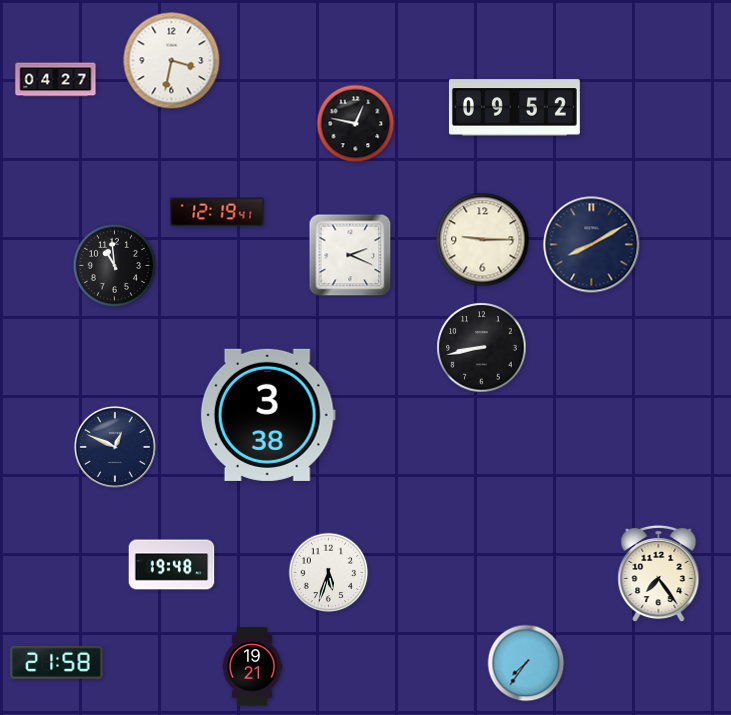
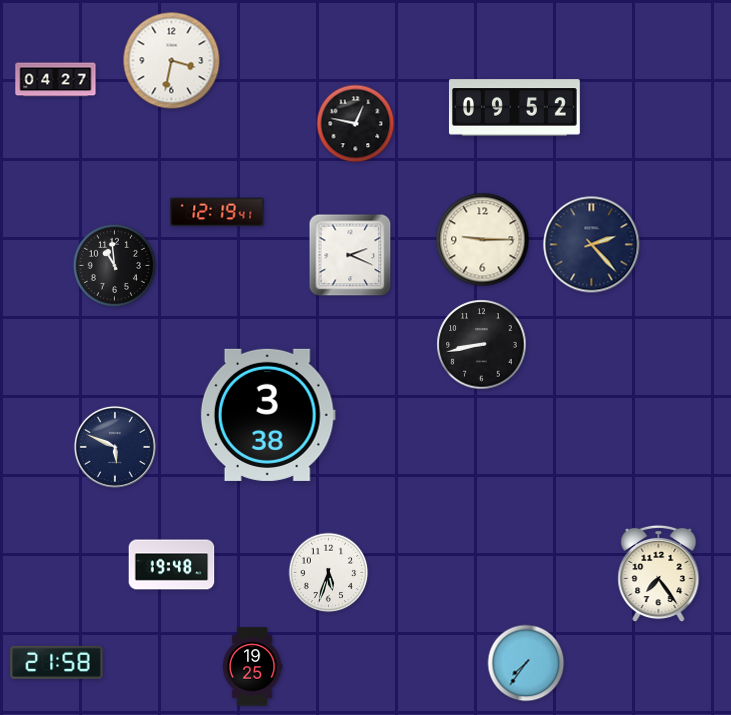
clock at (592, 245): 8:10 -> 2:23
clock at (482, 348) position: (482, 348) -> (482, 345)
clock at (115, 447): 12:49 -> 5:49
clock at (252, 667): 19:21 -> 19:25
